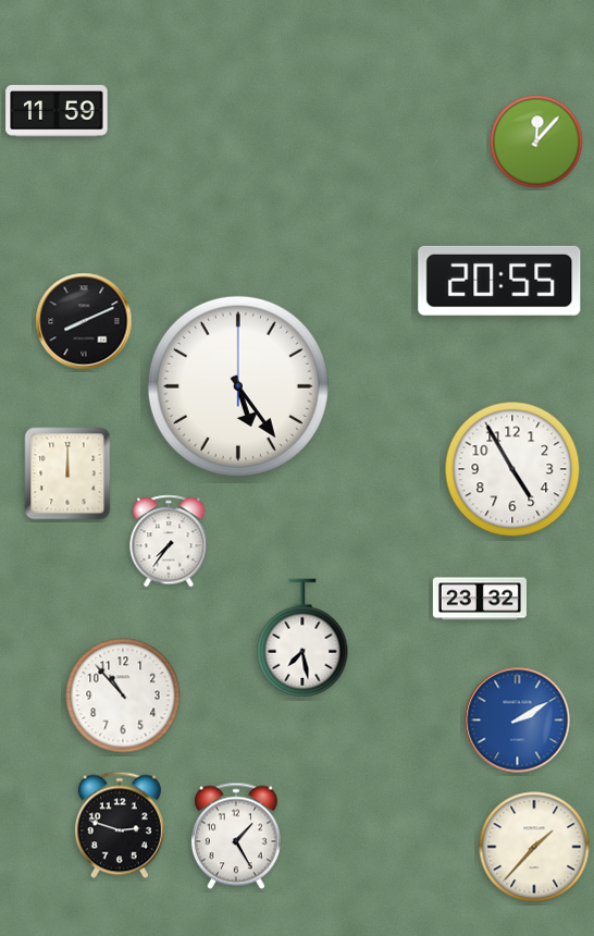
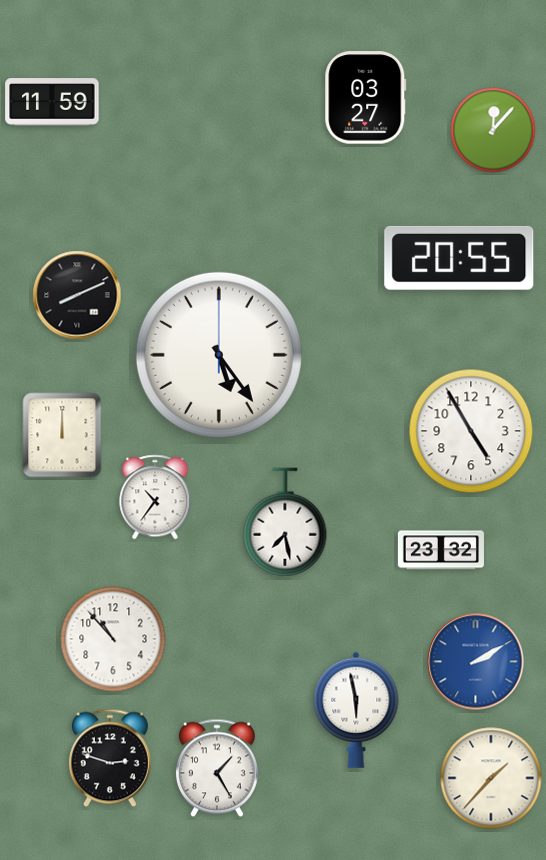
clock at (366, 98): none -> 03:27
clock at (169, 541): 7:36 -> 10:36
clock at (302, 638) position: (302, 638) -> (285, 522)
clock at (356, 710): none -> 5:58
